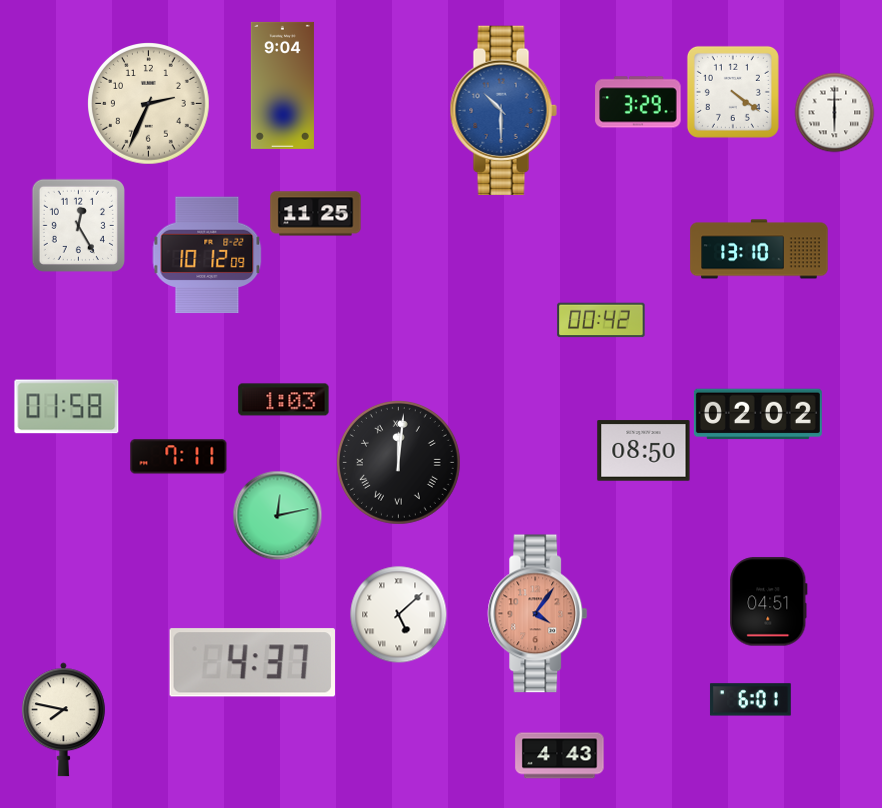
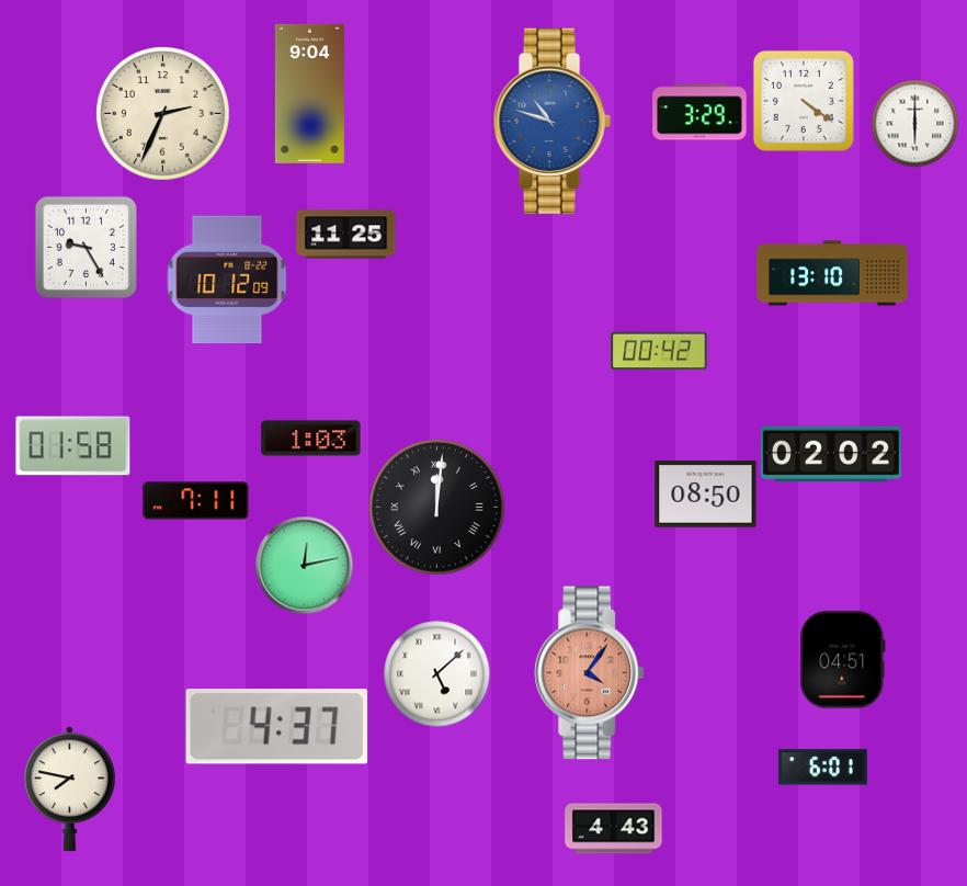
clock at (503, 110): 10:30 -> 10:48
clock at (78, 225): 12:25 -> 9:25
